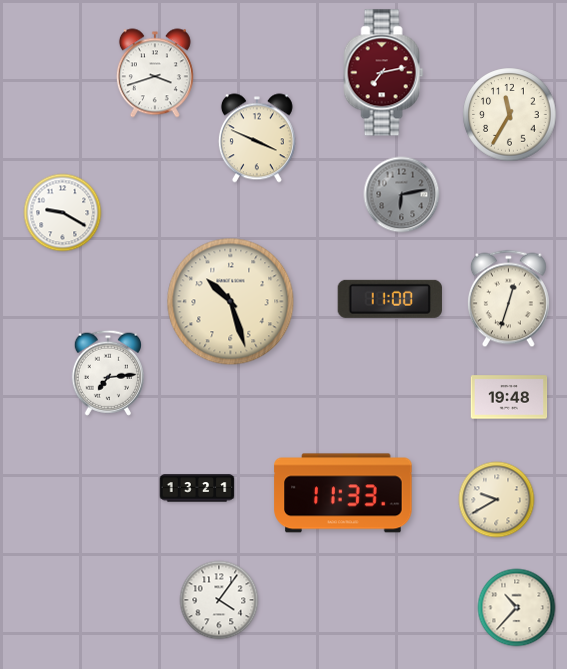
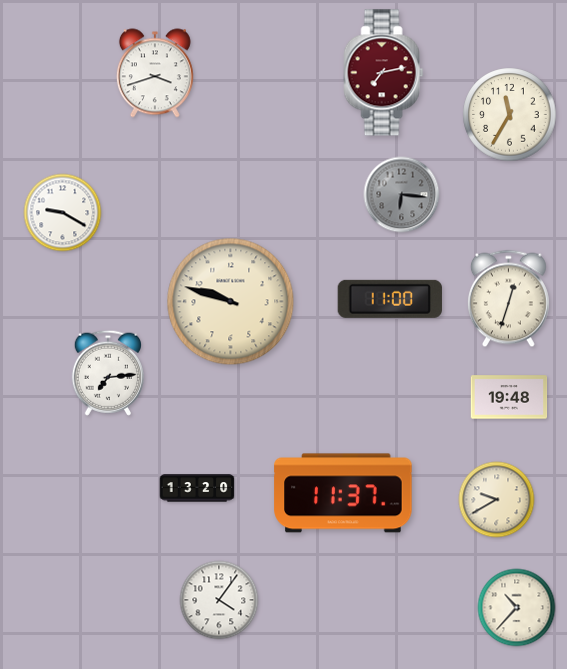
clock at (257, 138): 3:49 -> none
clock at (402, 195): 6:13 -> 6:16
clock at (231, 302): 10:27 -> 9:48
clock at (197, 488): 13:21 -> 13:20
clock at (343, 493): 11:33 -> 11:37
